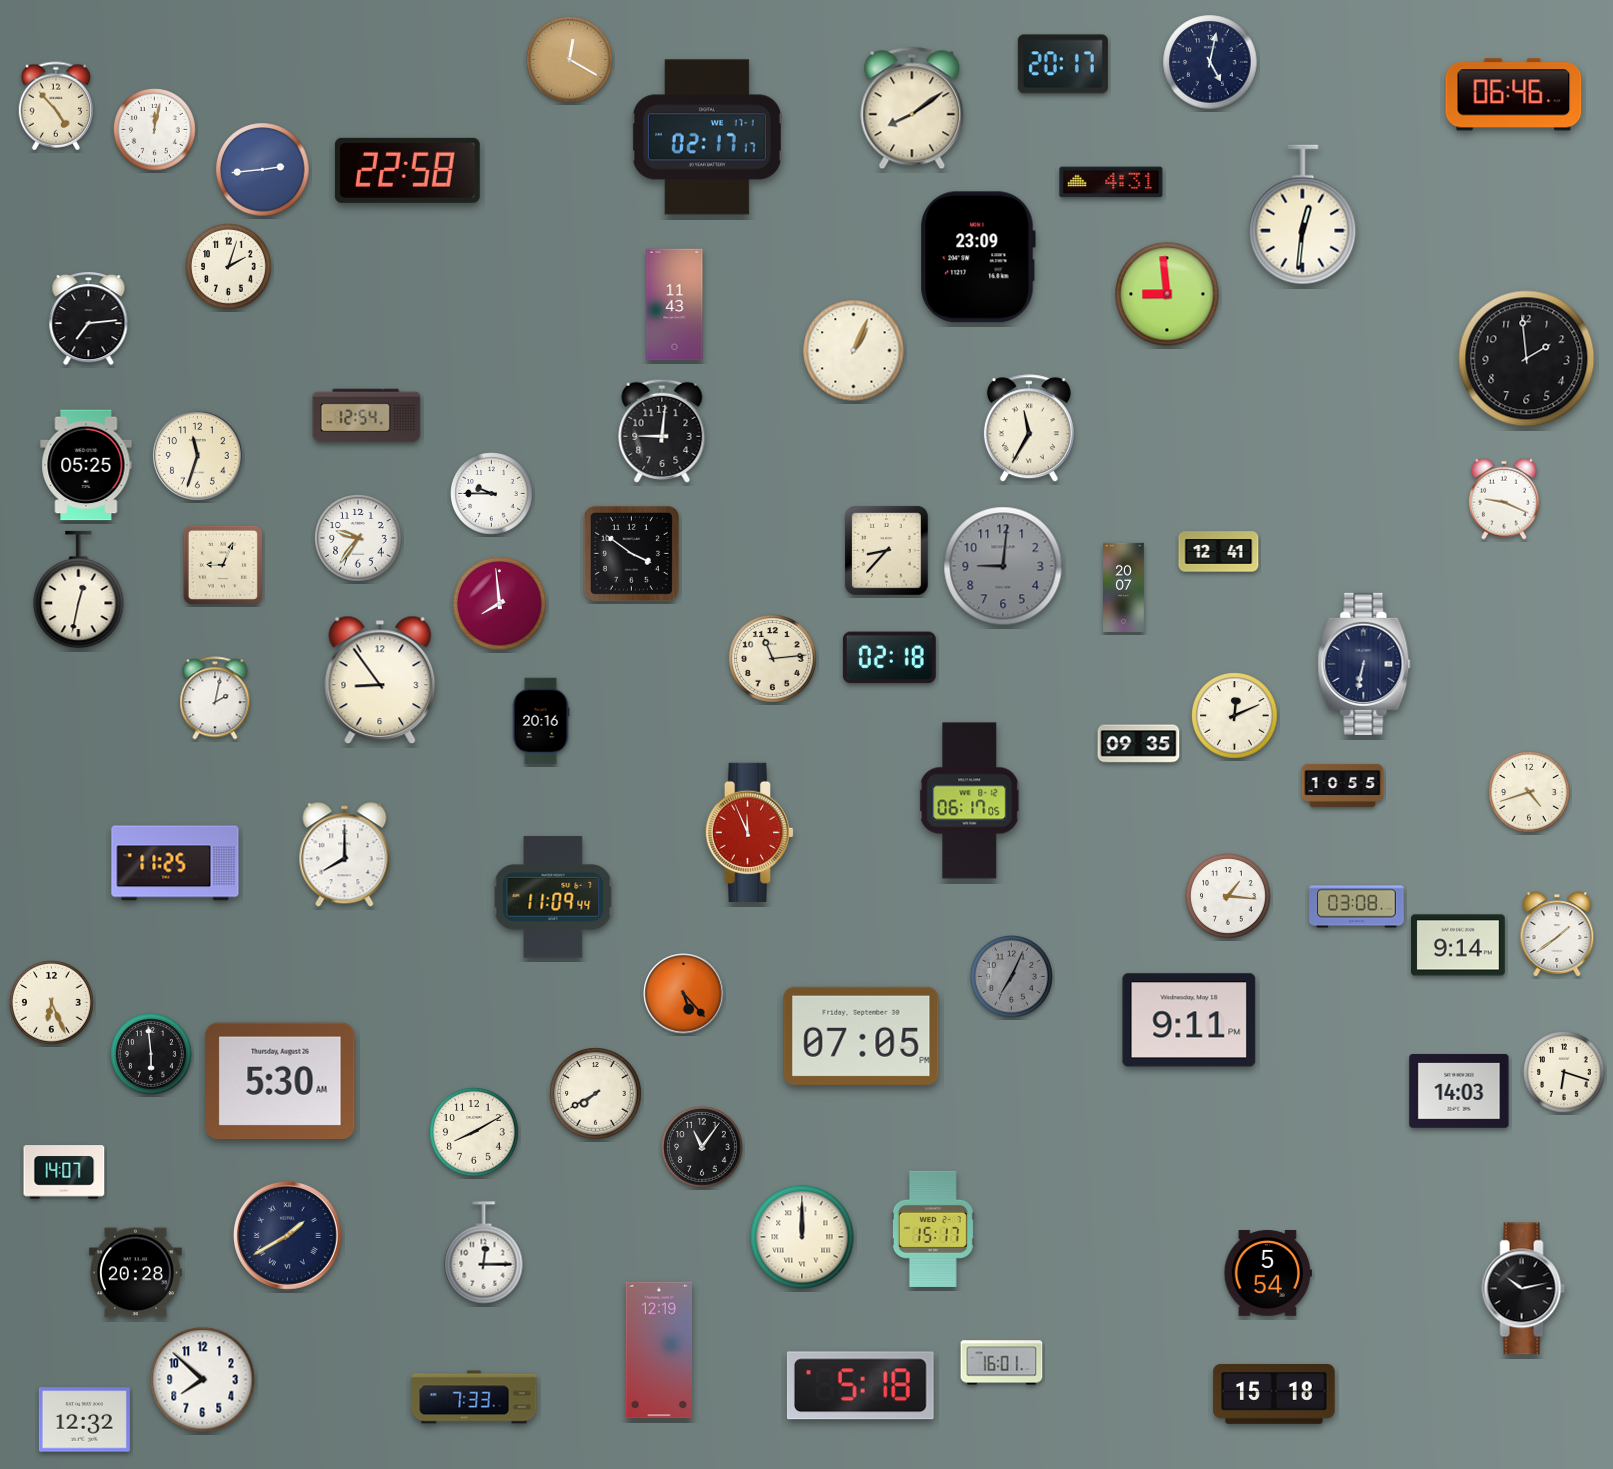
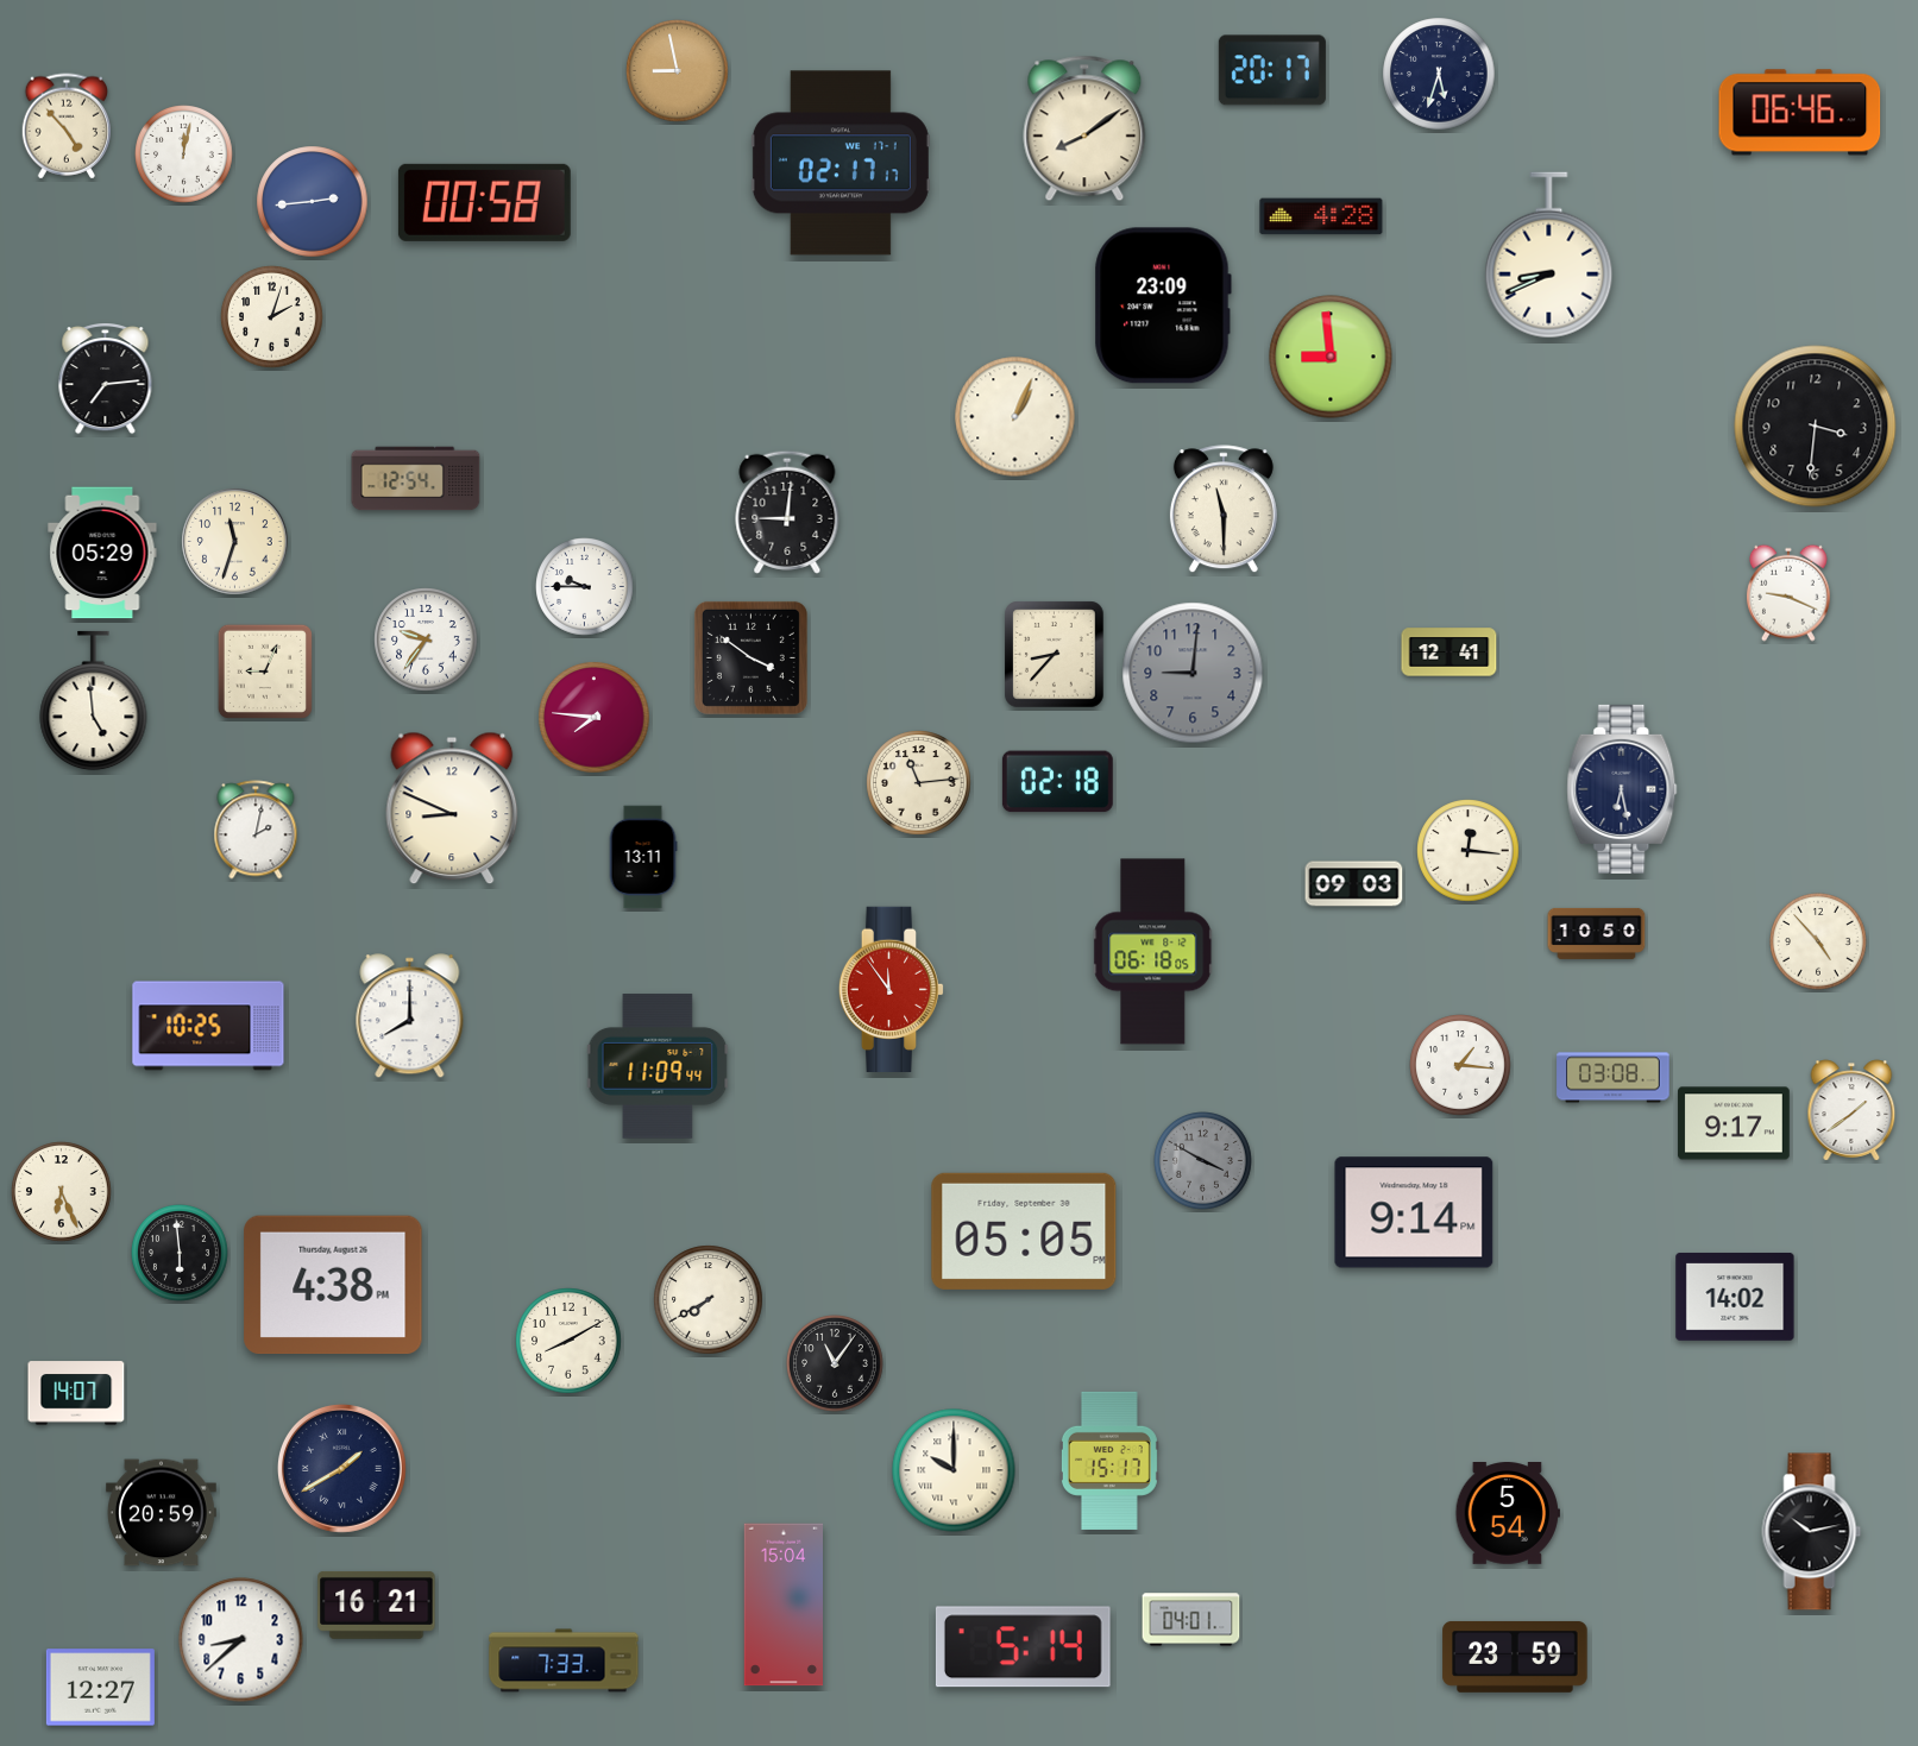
clock at (570, 60): 12:20 -> 8:58
clock at (1210, 62): 5:02 -> 5:33
clock at (1063, 64) position: (1063, 64) -> (1272, 70)
clock at (407, 170): 22:58 -> 00:58
clock at (1111, 182): 4:31 -> 4:28
clock at (1303, 215): 12:31 -> 8:41
clock at (1167, 294) position: (1167, 294) -> (1331, 357)
clock at (675, 305): 11:43 -> none
clock at (1527, 359): 1:59 -> 3:31
clock at (367, 416) position: (367, 416) -> (416, 479)
clock at (1029, 429): 11:35 -> 11:30
clock at (86, 465): 05:25 -> 05:29
clock at (1219, 552) position: (1219, 552) -> (1449, 653)
clock at (1124, 587): 20:07 -> none
clock at (79, 590): 12:32 -> 4:59
clock at (500, 604): 7:59 -> 7:46
clock at (1364, 664): 6:32 -> 6:28
clock at (380, 680): 8:54 -> 8:49
clock at (1235, 716): 12:11 -> 12:16
clock at (541, 721): 20:16 -> 13:11
clock at (1139, 744): 09:35 -> 09:03
clock at (1343, 785): 10:55 -> 10:50
clock at (1529, 792): 4:42 -> 4:53
clock at (970, 801): 06:17 -> 06:18
clock at (750, 832): 11:56 -> 11:54
clock at (175, 863): 11:25 -> 10:25
clock at (1458, 945): 9:14 -> 9:17
clock at (1012, 977): 7:04 -> 3:50
clock at (684, 994): 5:23 -> none
clock at (1189, 1020): 9:11 -> 9:14
clock at (861, 1036): 07:05 -> 05:05
clock at (1564, 1072): 6:18 -> none
clock at (280, 1081): 5:30 -> 4:38
clock at (1459, 1091): 14:03 -> 14:02
clock at (474, 1132) position: (474, 1132) -> (568, 1341)
clock at (802, 1237): 12:00 -> 10:00
clock at (484, 1253): 12:15 -> none
clock at (135, 1273): 20:28 -> 20:59
clock at (377, 1605): none -> 16:21
clock at (659, 1350): 12:19 -> 15:04
clock at (1002, 1363): 16:01 -> 04:01
clock at (203, 1380): 7:52 -> 8:38
clock at (860, 1386): 5:18 -> 5:14
clock at (1274, 1394): 15:18 -> 23:59
clock at (84, 1420): 12:32 -> 12:27
